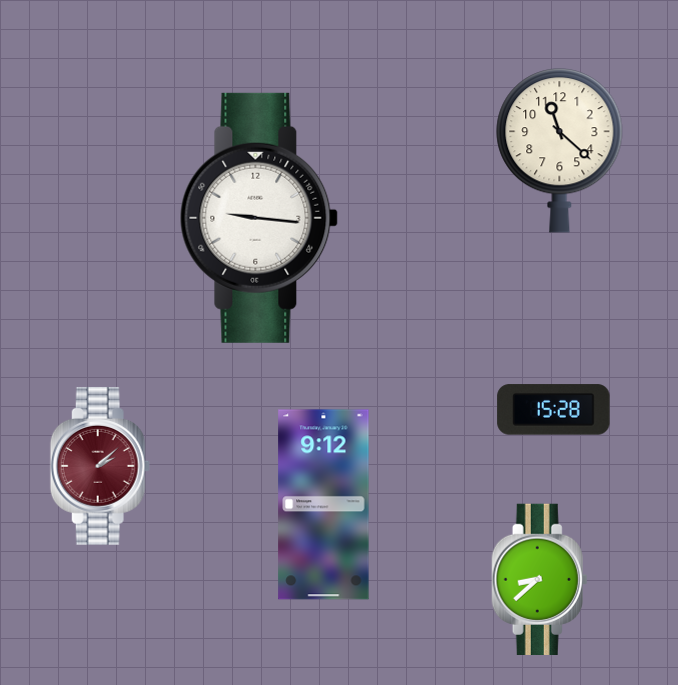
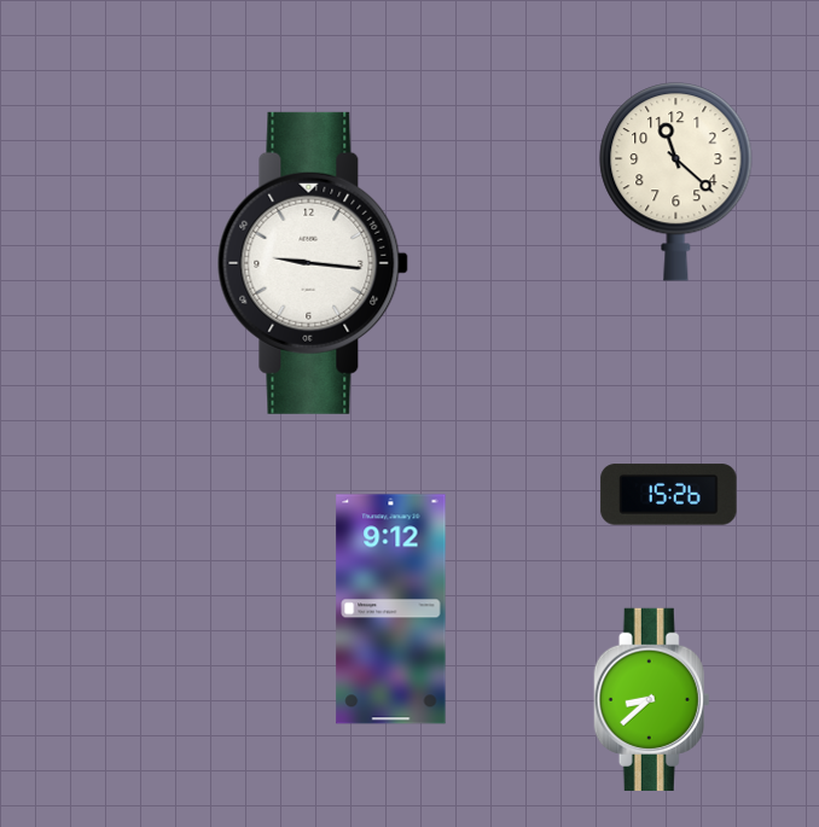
clock at (554, 410): 15:28 -> 15:26
clock at (100, 466): 2:08 -> none
